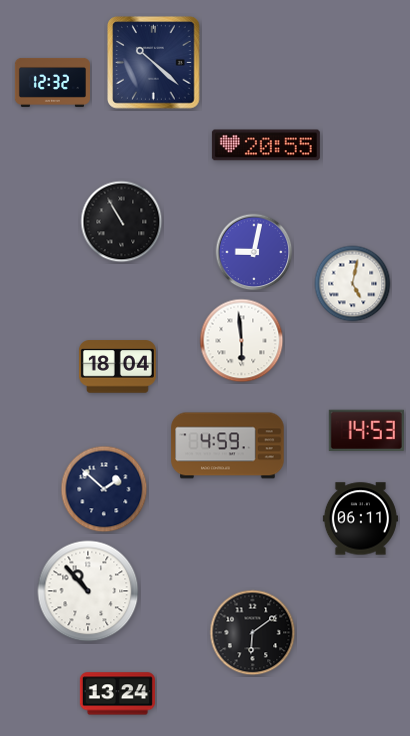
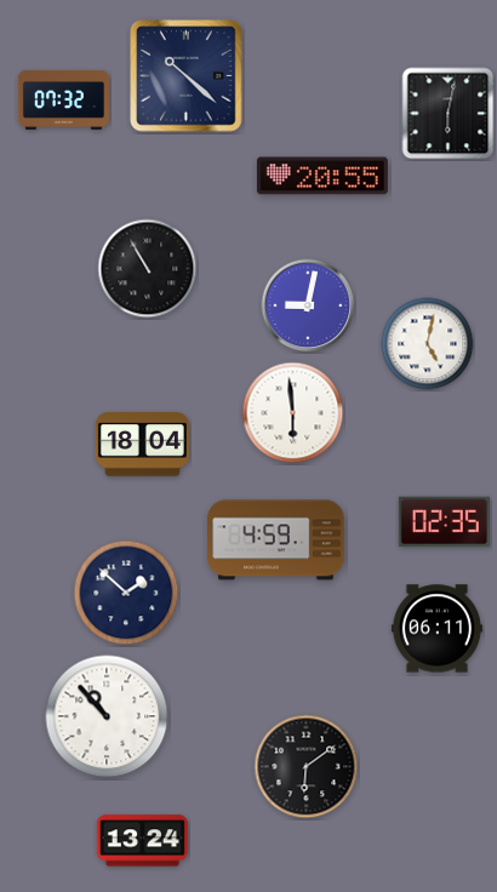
clock at (52, 82): 12:32 -> 07:32
clock at (449, 114): none -> 6:02
clock at (366, 430): 14:53 -> 02:35
